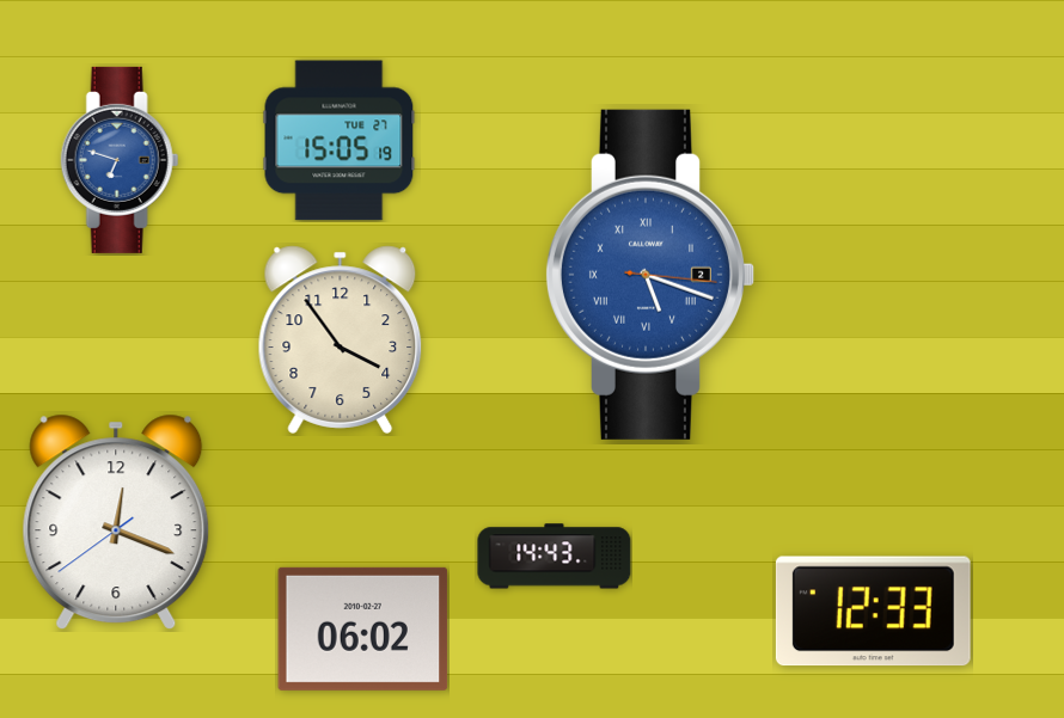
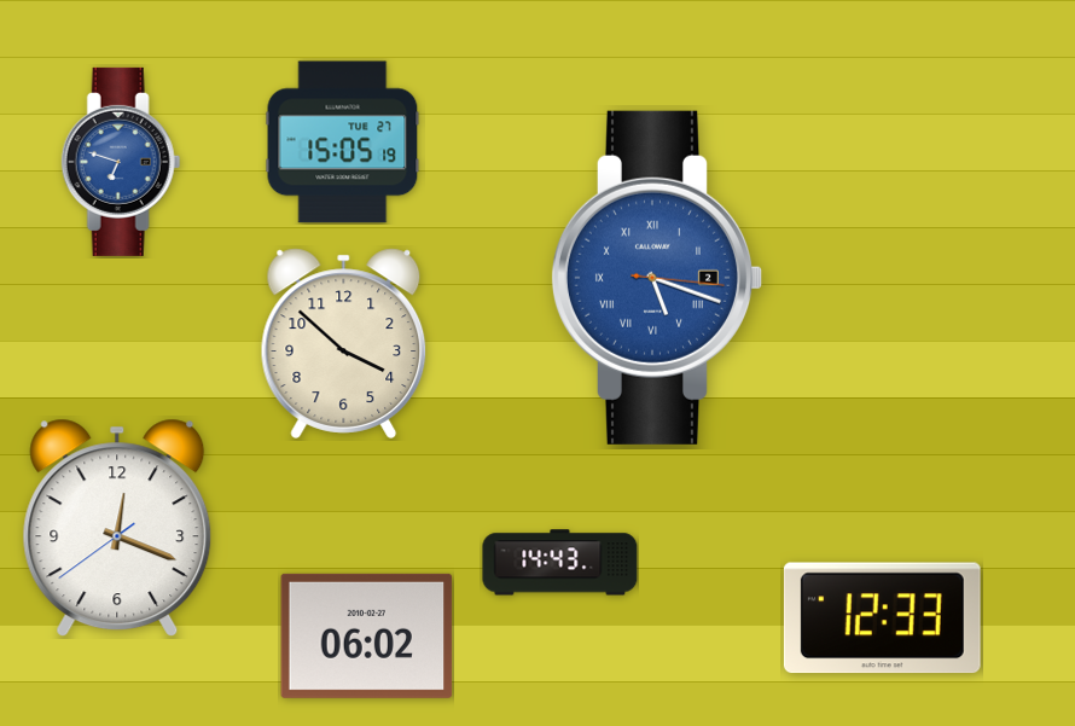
clock at (341, 339): 3:54 -> 3:52
